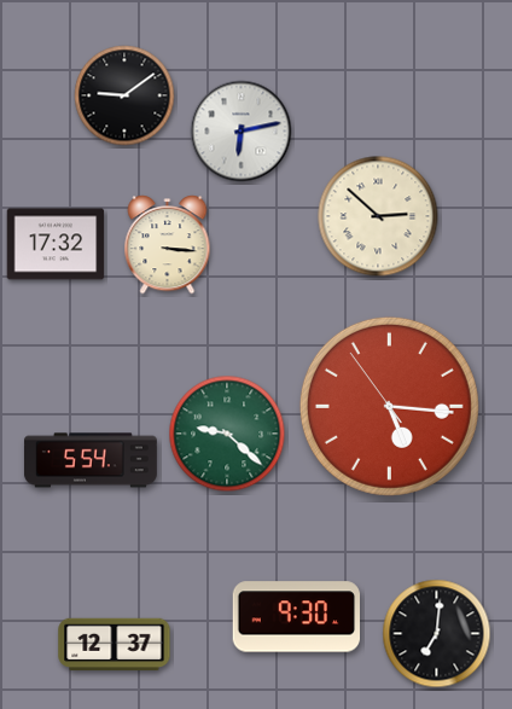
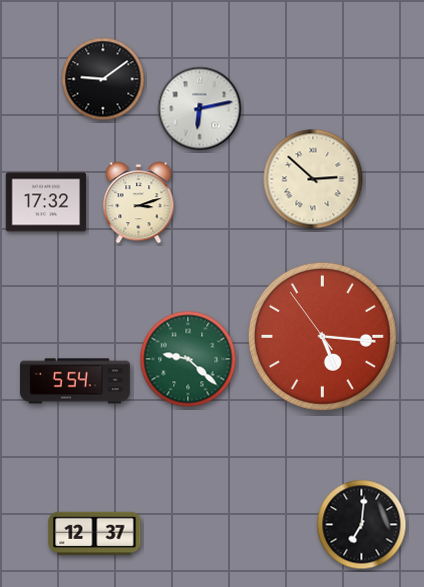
clock at (168, 245): 3:16 -> 3:12
clock at (296, 617): 9:30 -> none
